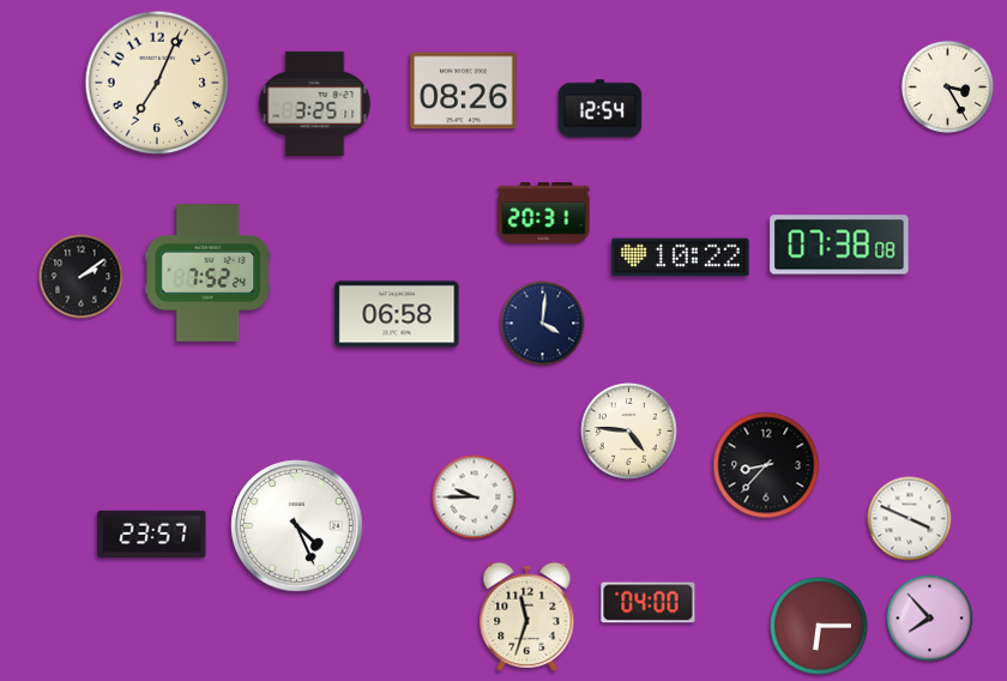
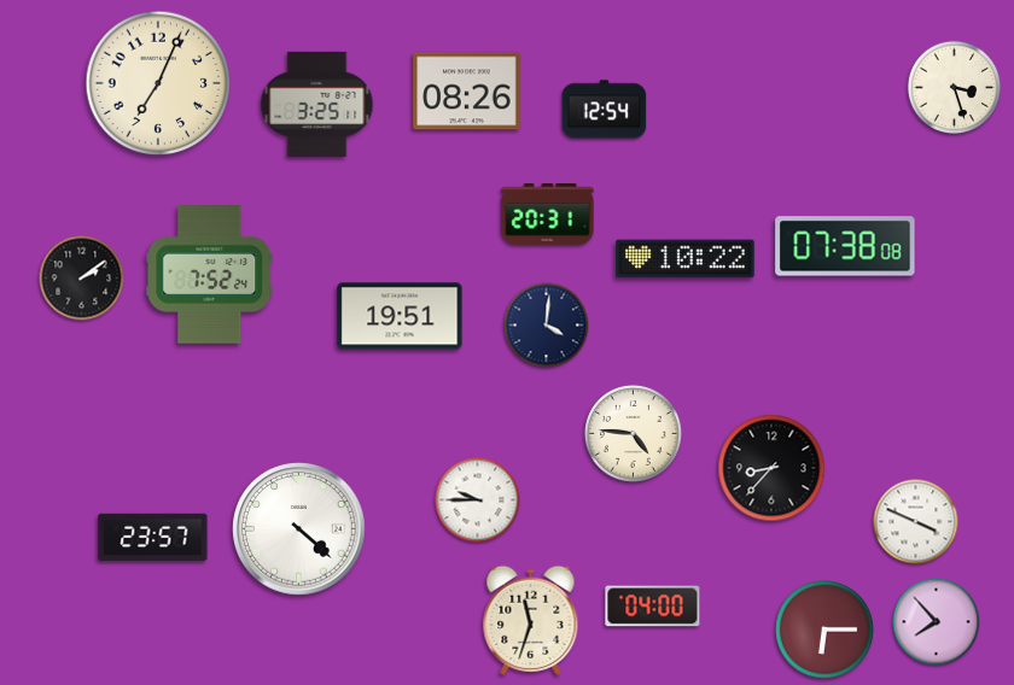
clock at (947, 86): 3:25 -> 3:27
clock at (397, 314): 06:58 -> 19:51
clock at (297, 526): 4:26 -> 4:22
